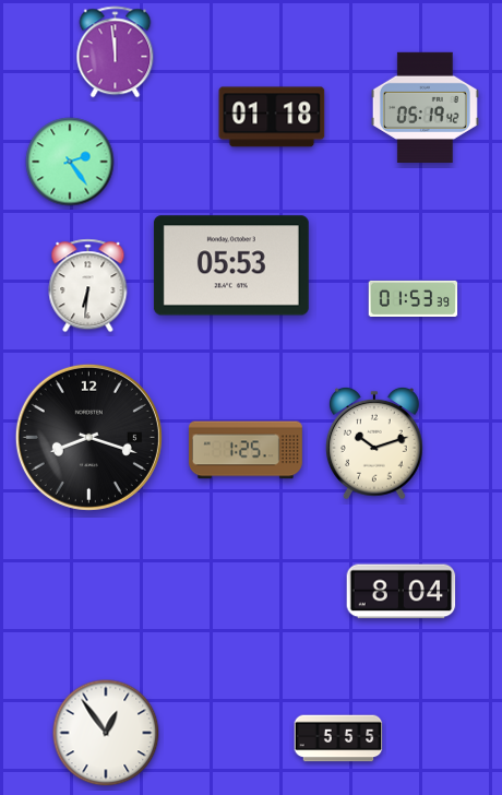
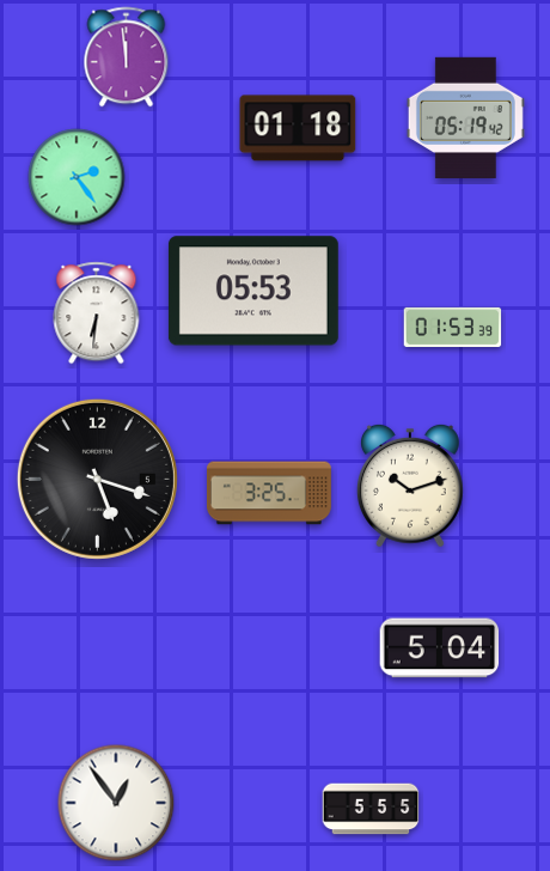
clock at (88, 437): 8:18 -> 5:18
clock at (246, 450): 1:25 -> 3:25
clock at (402, 592): 8:04 -> 5:04
